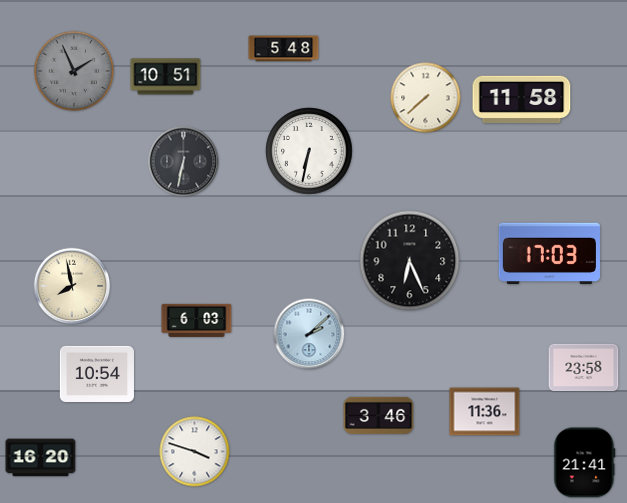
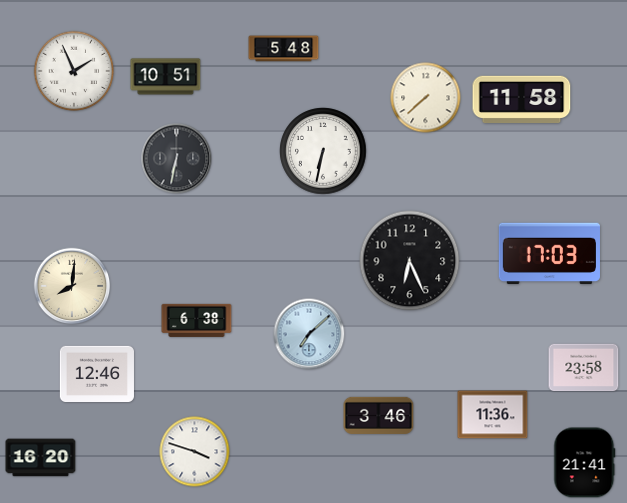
clock at (74, 71) dial: grey -> white
clock at (309, 151) position: (309, 151) -> (323, 151)
clock at (184, 162) position: (184, 162) -> (177, 159)
clock at (72, 286): 7:58 -> 8:01
clock at (197, 320): 6:03 -> 6:38
clock at (309, 334): 2:08 -> 7:08
clock at (97, 373): 10:54 -> 12:46
clock at (485, 412) position: (485, 412) -> (493, 415)
